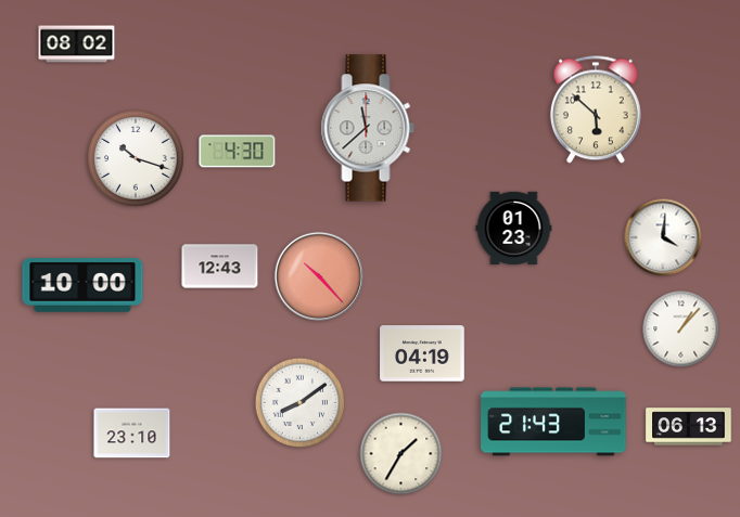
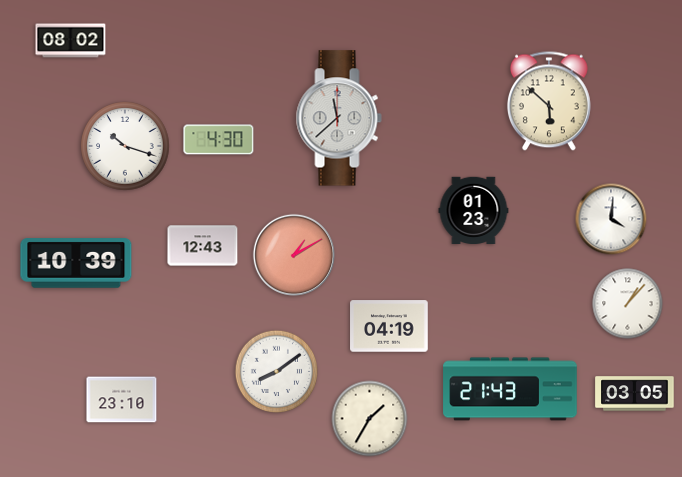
clock at (319, 276): 10:23 -> 1:10
clock at (82, 285): 10:00 -> 10:39
clock at (689, 427): 06:13 -> 03:05
